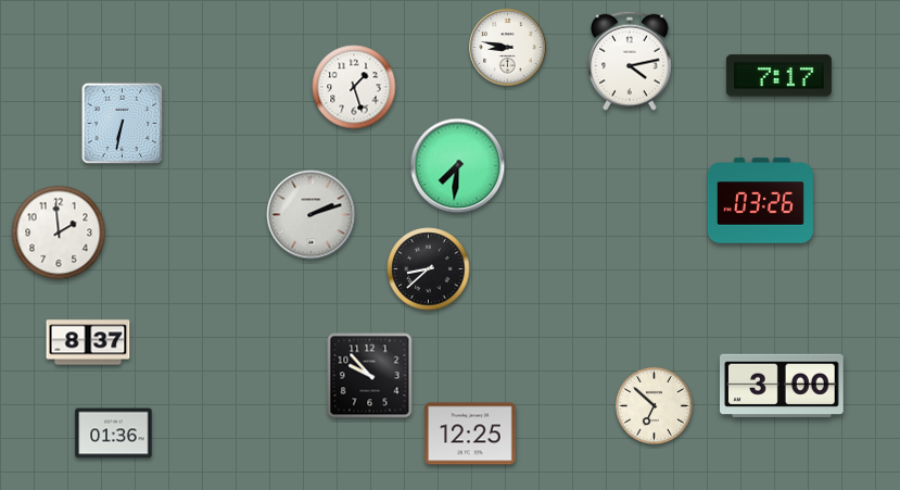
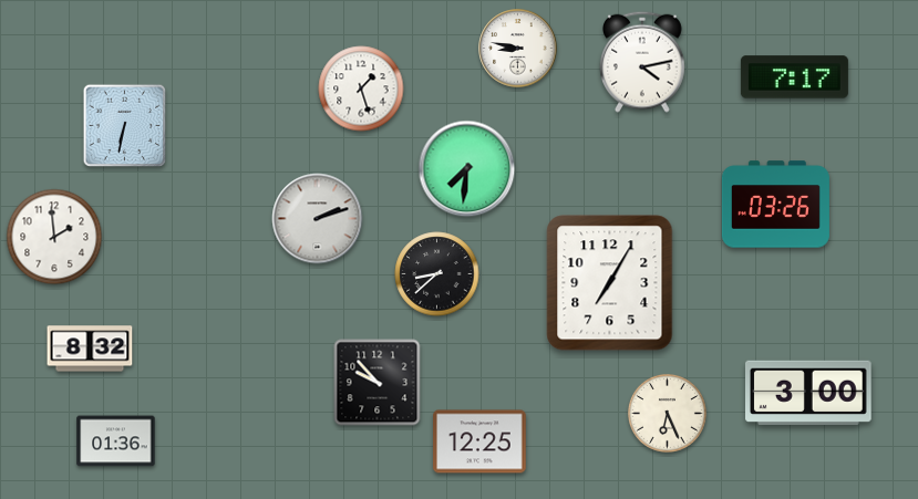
clock at (59, 233) position: (59, 233) -> (54, 237)
clock at (610, 283): none -> 7:05
clock at (88, 342): 8:37 -> 8:32
clock at (783, 385) position: (783, 385) -> (809, 392)
clock at (654, 405): 6:52 -> 6:26
